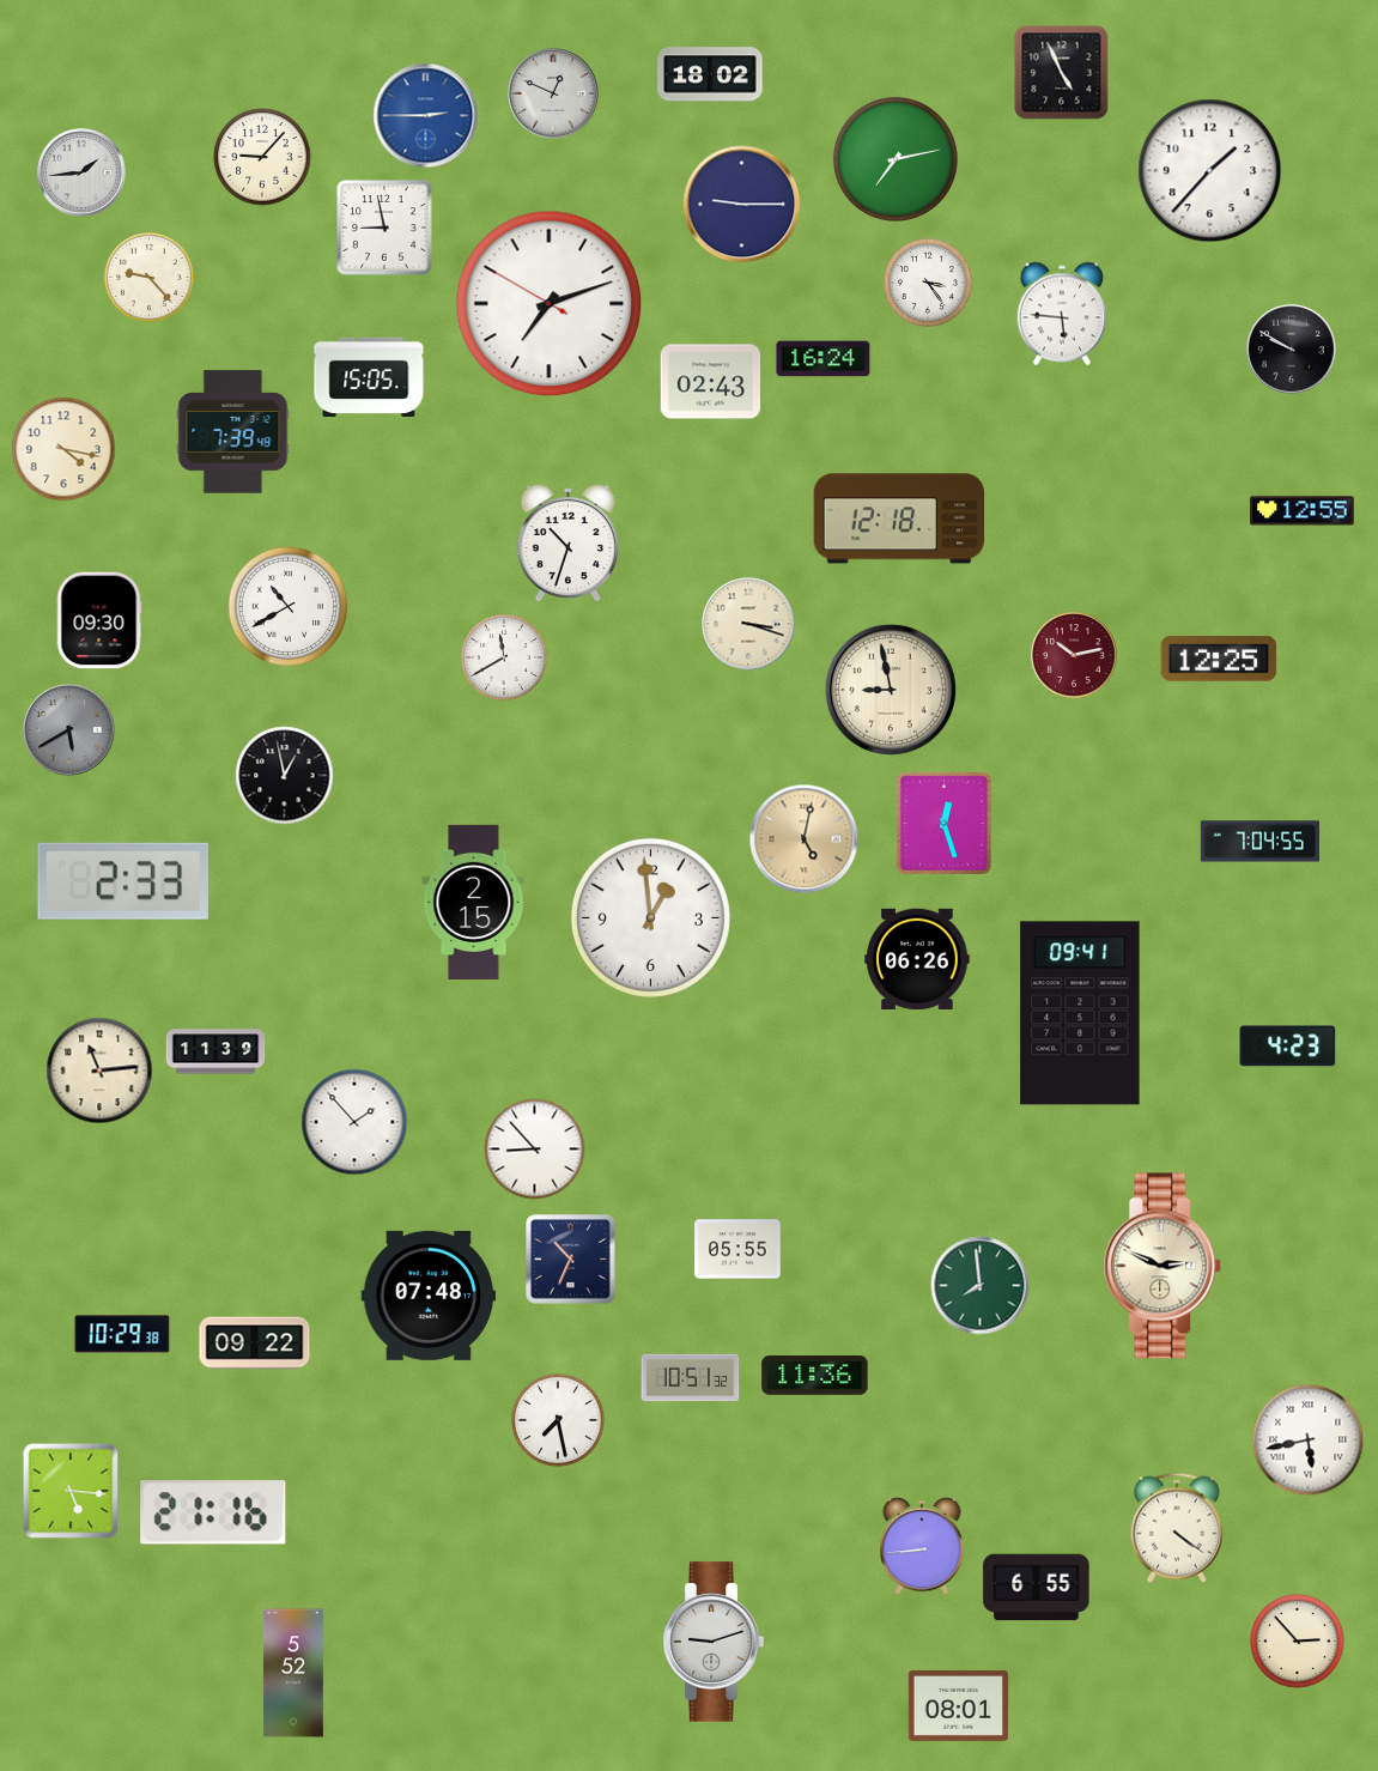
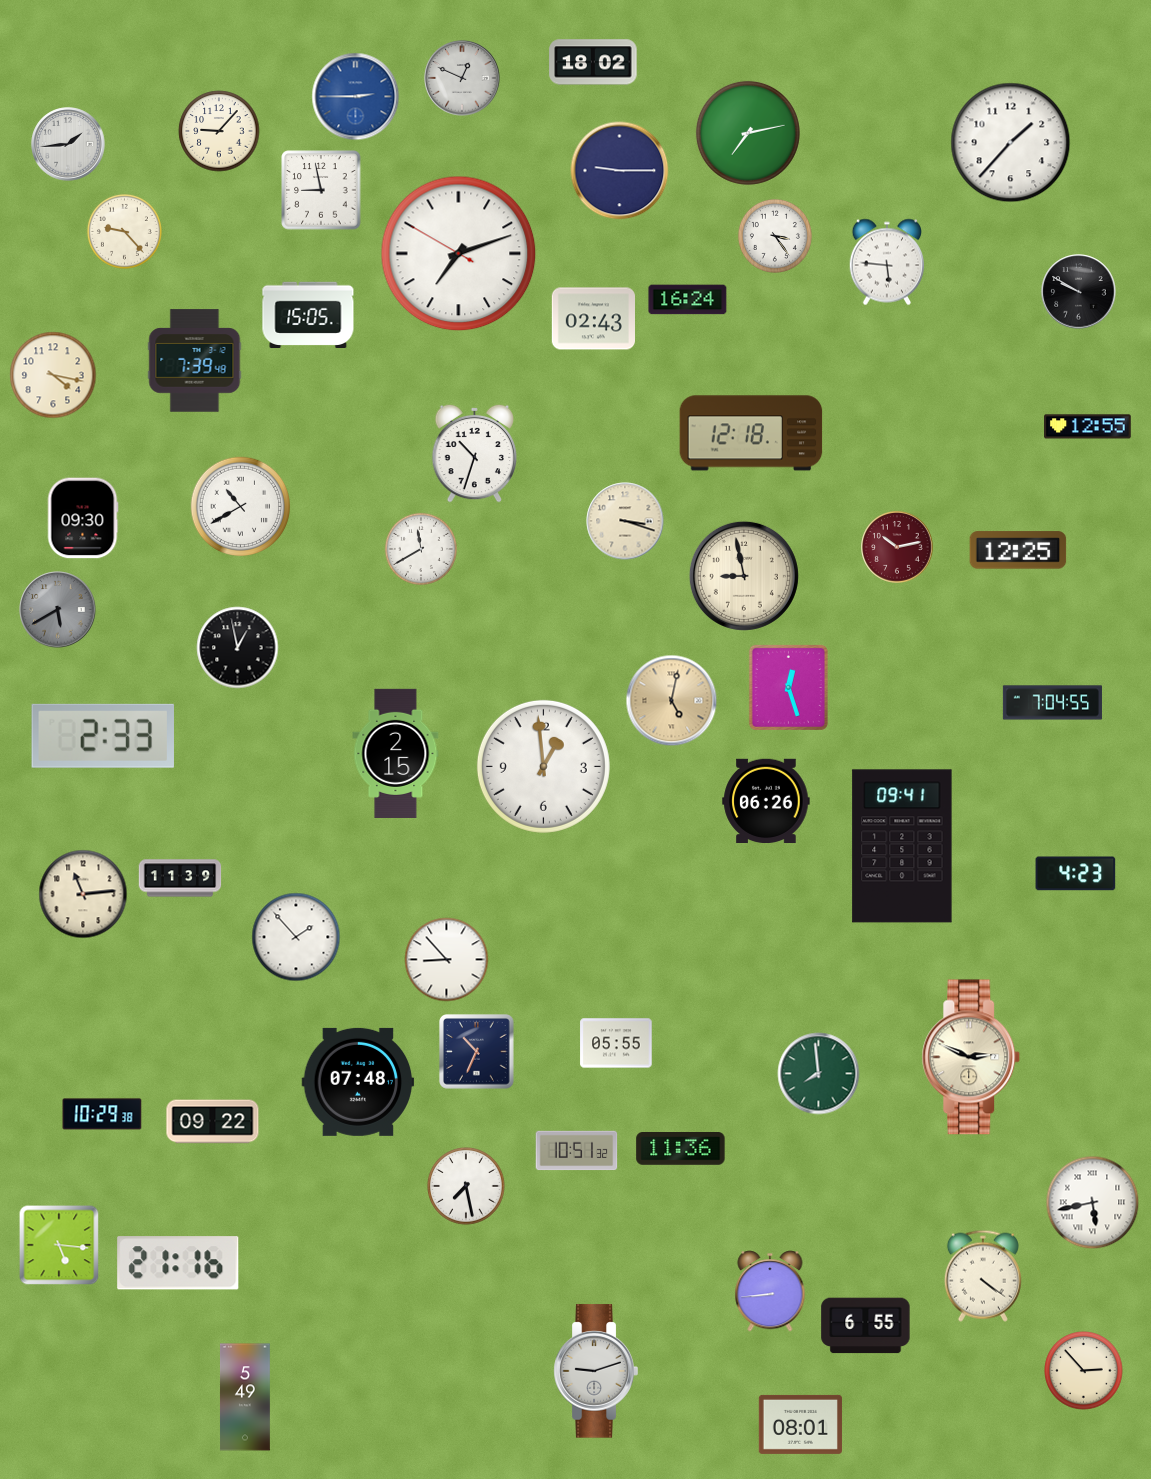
clock at (1062, 73): 4:56 -> none
clock at (293, 1673): 5:52 -> 5:49
